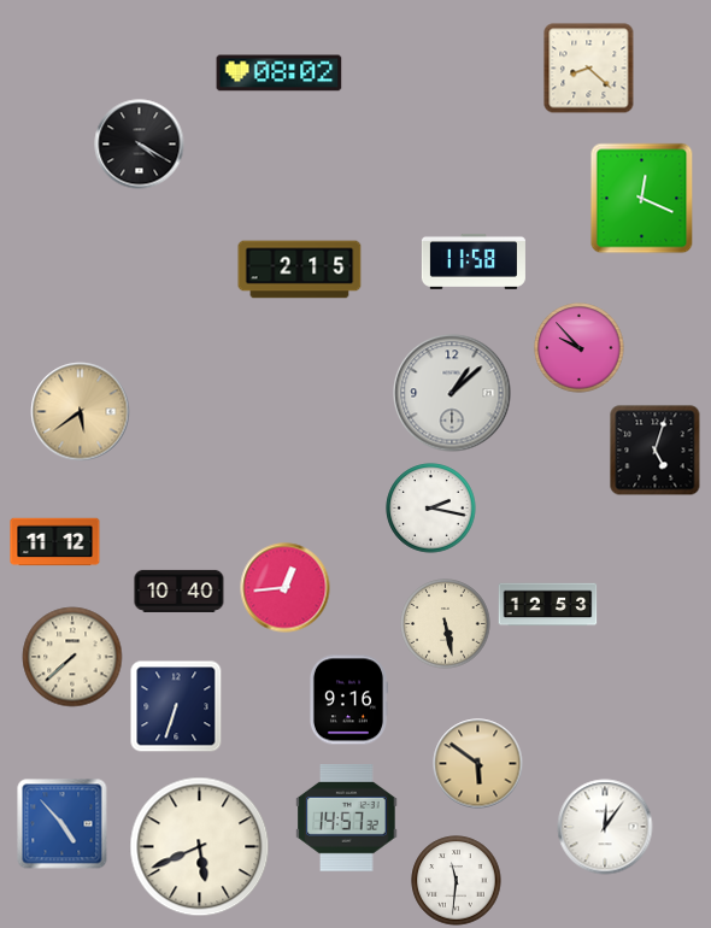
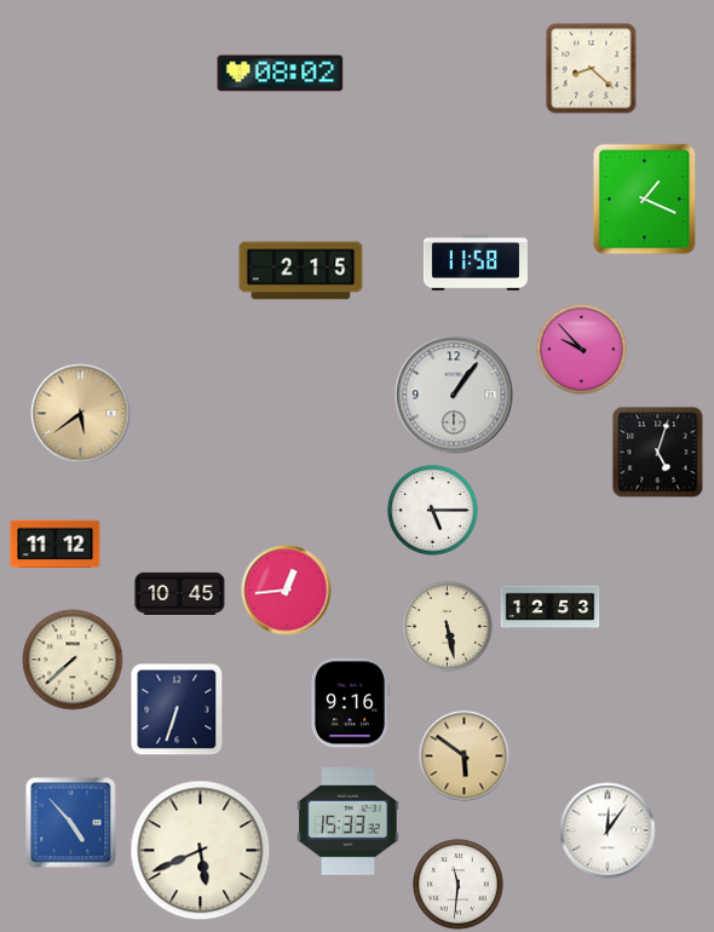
clock at (140, 145): 4:20 -> none
clock at (642, 199): 12:19 -> 1:19
clock at (452, 393): 1:08 -> 1:06
clock at (431, 509): 2:17 -> 5:15
clock at (180, 591): 10:40 -> 10:45
clock at (478, 764) position: (478, 764) -> (465, 756)
clock at (347, 817): 14:57 -> 15:33
clock at (63, 824) position: (63, 824) -> (71, 823)
